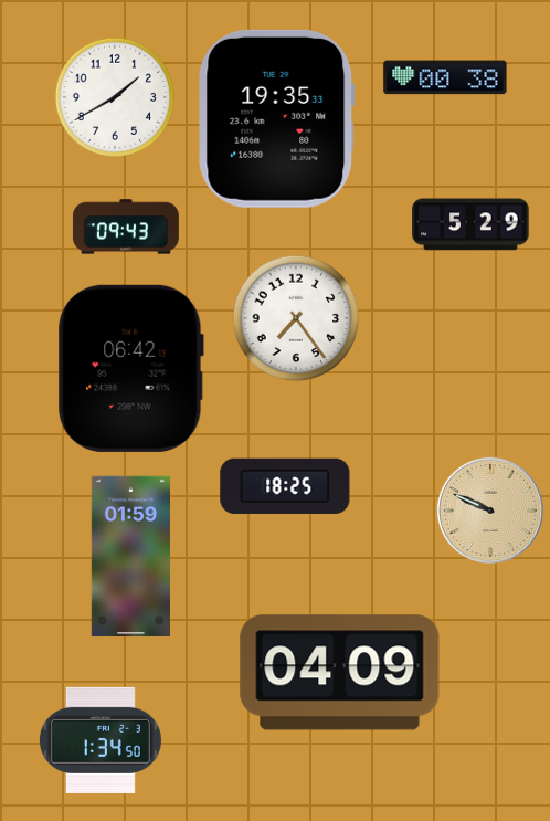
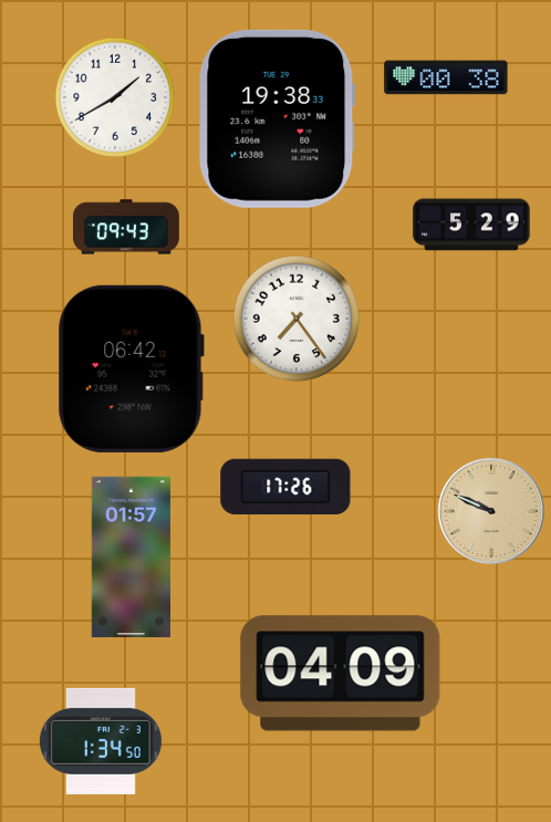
clock at (277, 118): 19:35 -> 19:38
clock at (285, 485): 18:25 -> 17:26
clock at (130, 557): 01:59 -> 01:57
